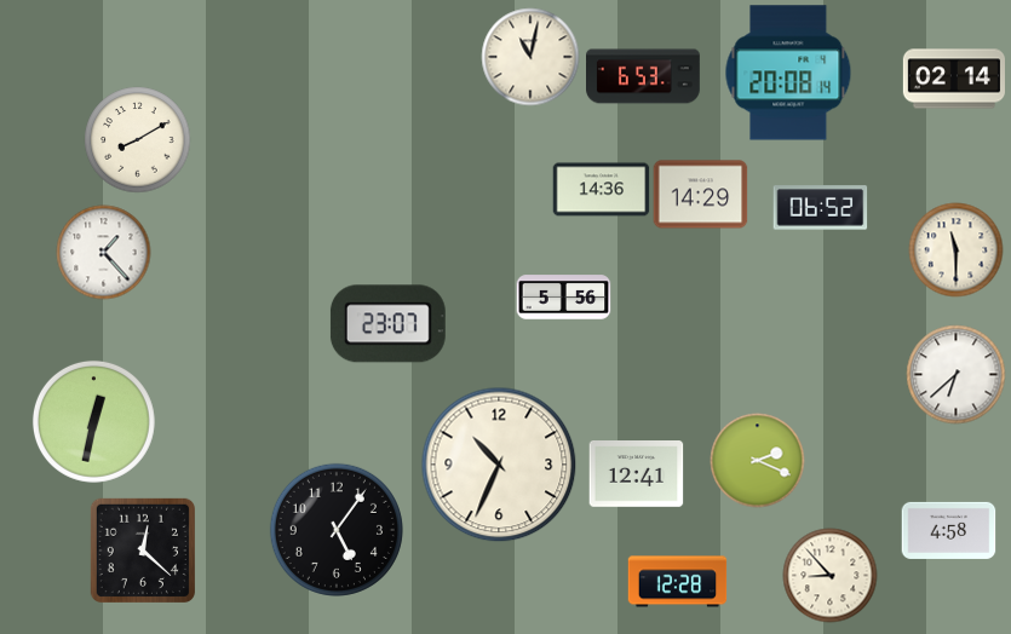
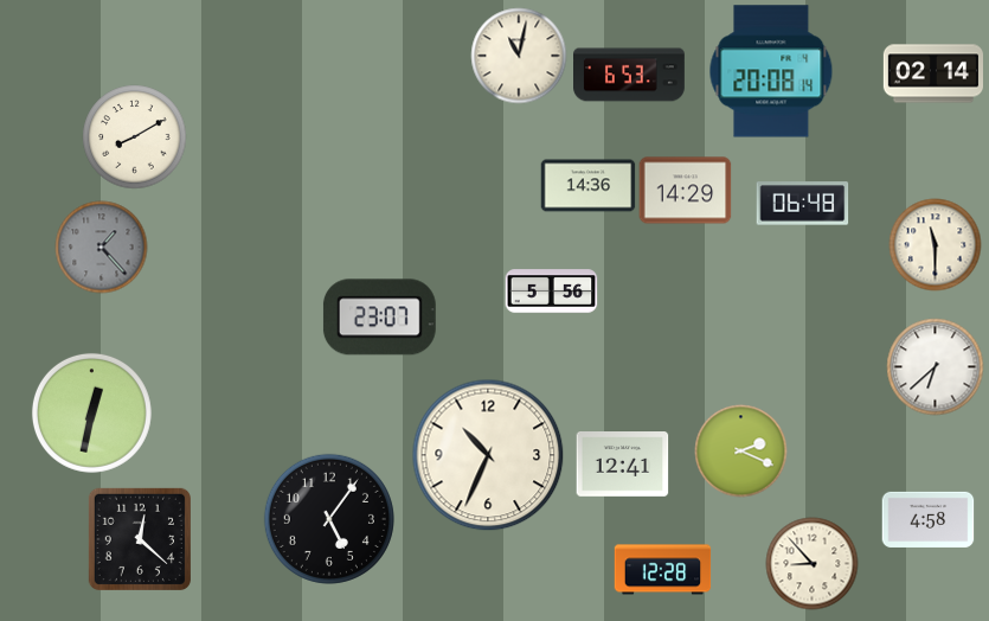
clock at (953, 79) position: (953, 79) -> (932, 73)
clock at (820, 208): 06:52 -> 06:48
clock at (103, 252) dial: white -> grey
